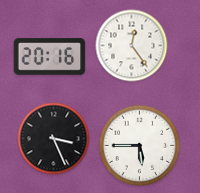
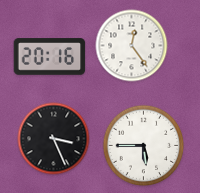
clock at (140, 146) position: (140, 146) -> (144, 146)
